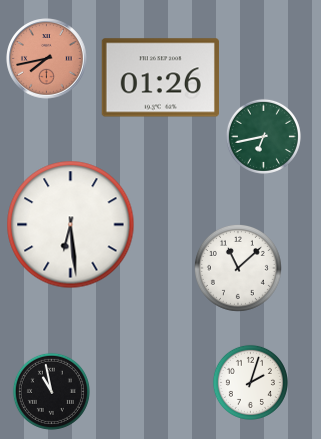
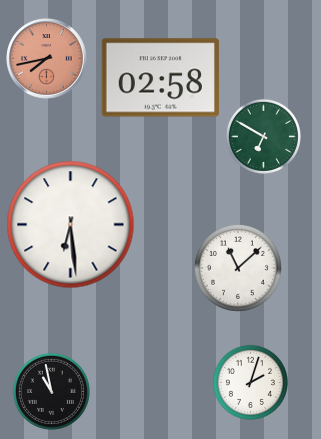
clock at (160, 78): 01:26 -> 02:58
clock at (263, 136): 6:43 -> 6:50
